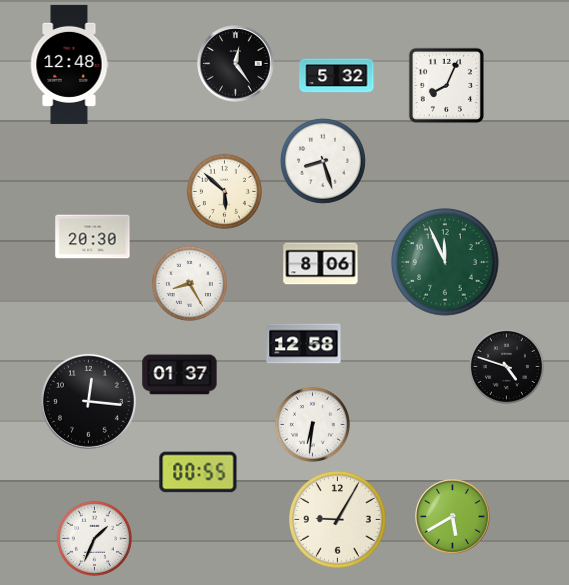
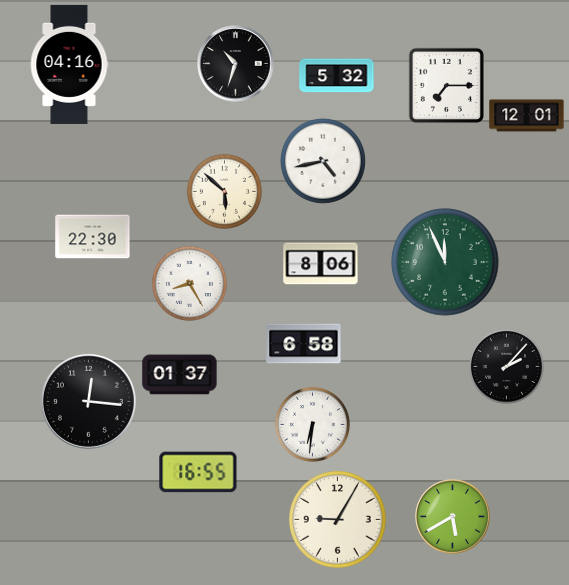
clock at (69, 64): 12:48 -> 04:16
clock at (236, 64): 12:24 -> 10:33
clock at (446, 85): 8:04 -> 7:15
clock at (527, 116): none -> 12:01
clock at (323, 161): 8:27 -> 4:43
clock at (93, 237): 20:30 -> 22:30
clock at (304, 344): 12:58 -> 6:58
clock at (506, 366): 4:48 -> 2:07
clock at (198, 472): 00:55 -> 16:55
clock at (94, 538): 1:34 -> none
